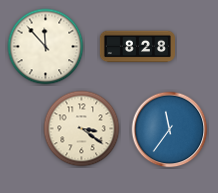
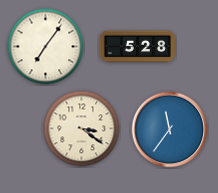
clock at (46, 47): 11:53 -> 7:06
clock at (137, 47): 8:28 -> 5:28
